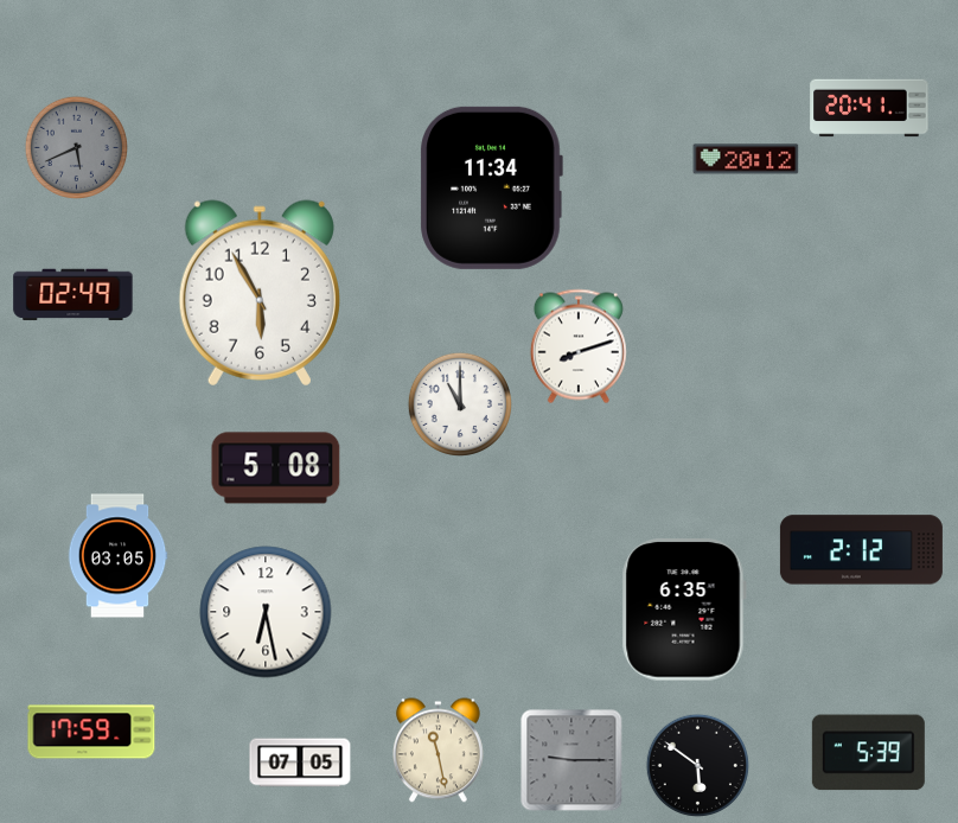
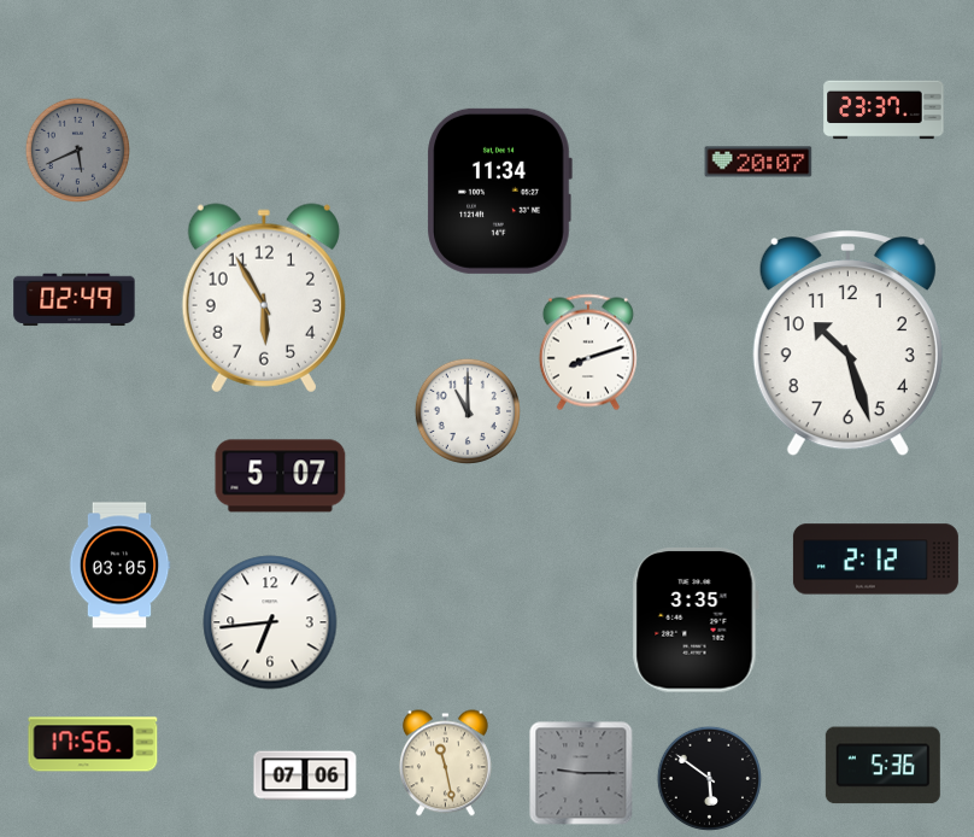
clock at (869, 108): 20:41 -> 23:37
clock at (746, 159): 20:12 -> 20:07
clock at (847, 344): none -> 10:27
clock at (276, 468): 5:08 -> 5:07
clock at (684, 611): 6:35 -> 3:35
clock at (266, 612): 6:28 -> 6:44
clock at (91, 732): 17:59 -> 17:56
clock at (868, 753): 5:39 -> 5:36
clock at (300, 763): 07:05 -> 07:06
